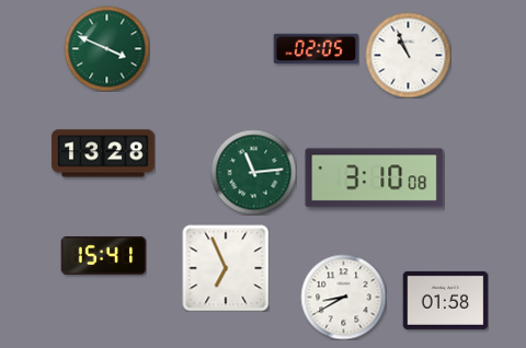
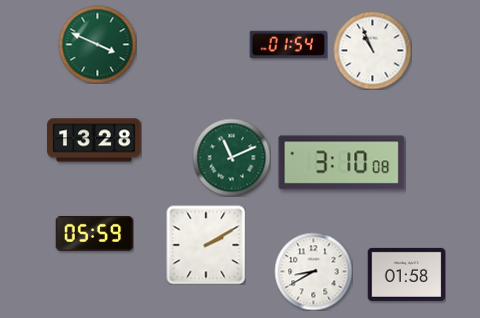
clock at (316, 48): 02:05 -> 01:54
clock at (253, 172): 11:14 -> 11:11
clock at (103, 255): 15:41 -> 05:59
clock at (226, 268): 6:56 -> 2:10
